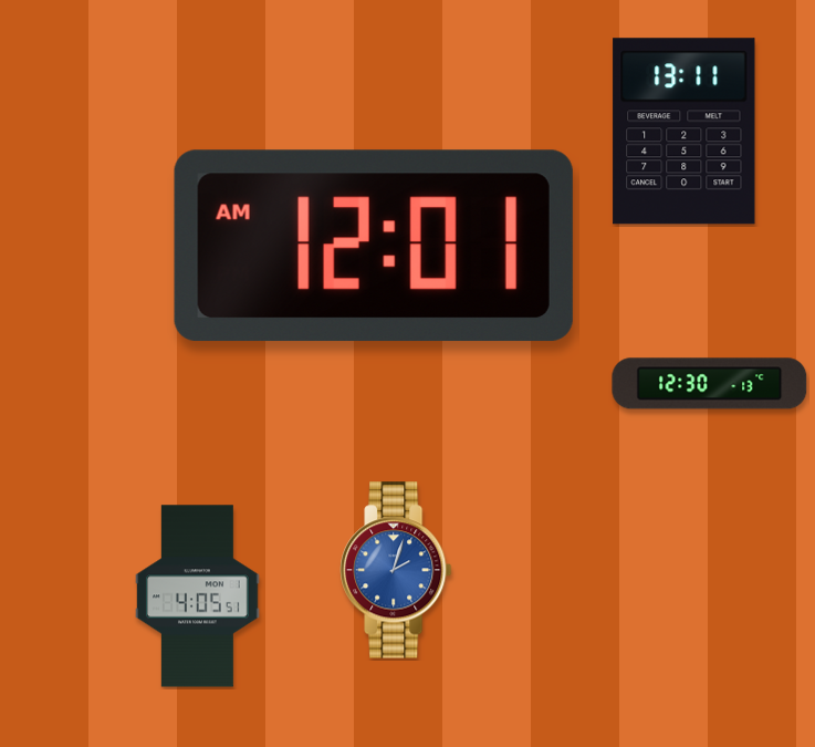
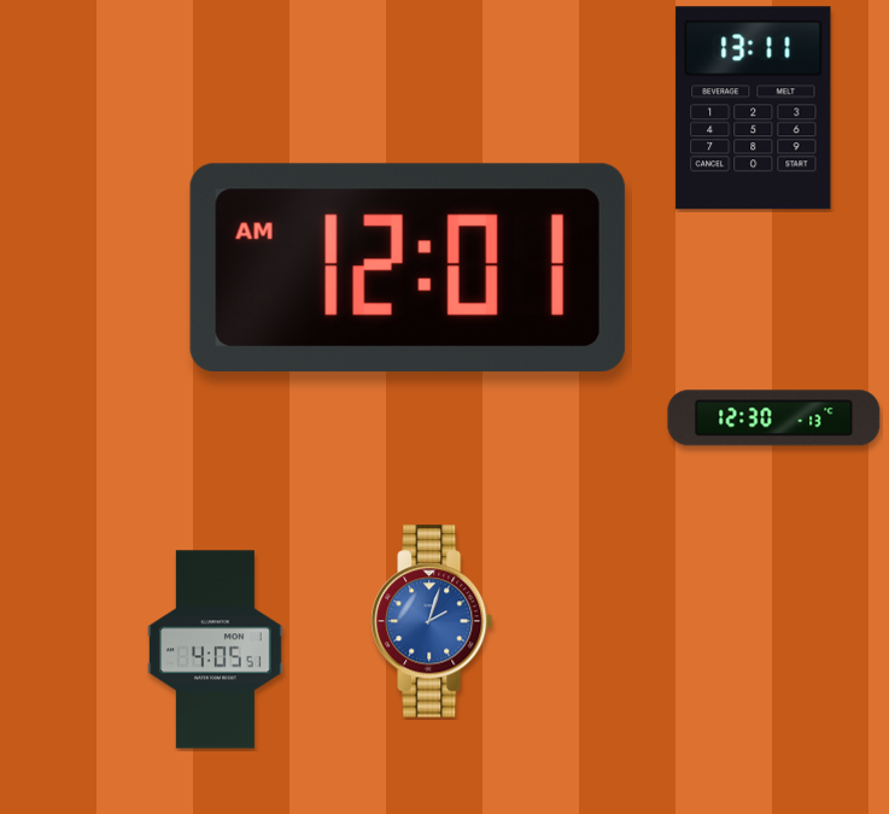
clock at (685, 132) position: (685, 132) -> (754, 109)
